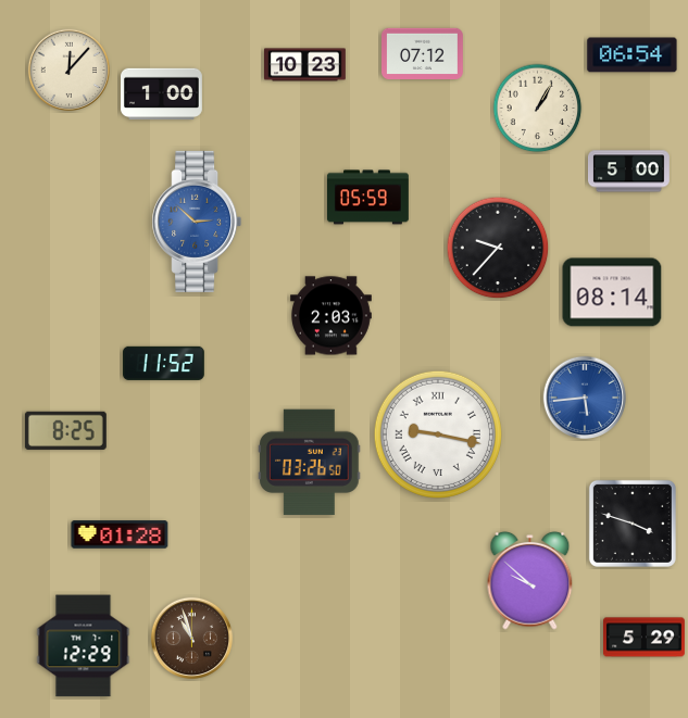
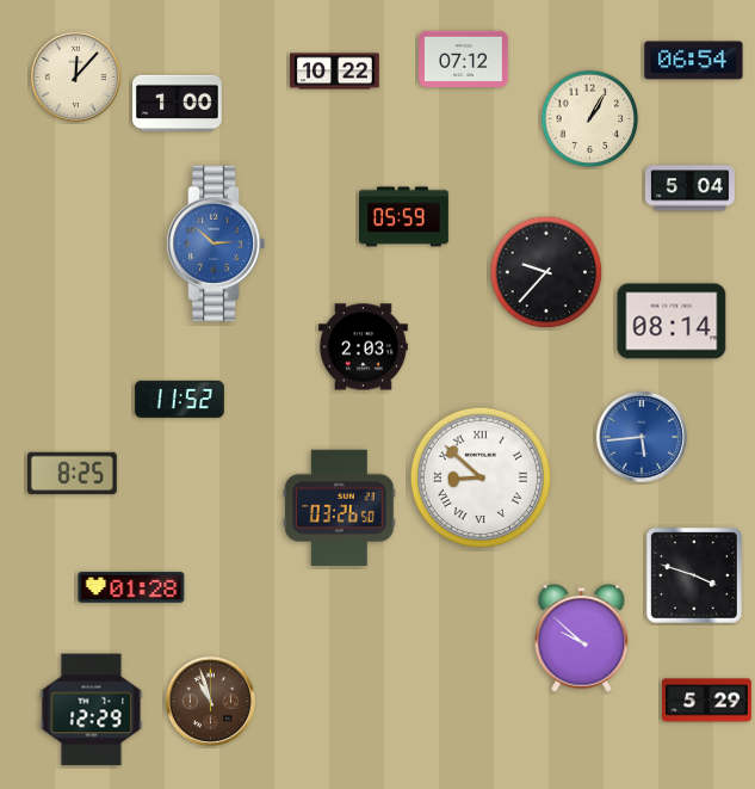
clock at (305, 65): 10:23 -> 10:22
clock at (629, 172): 5:00 -> 5:04
clock at (437, 433): 9:17 -> 8:52
